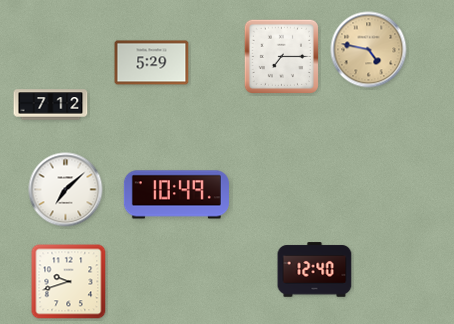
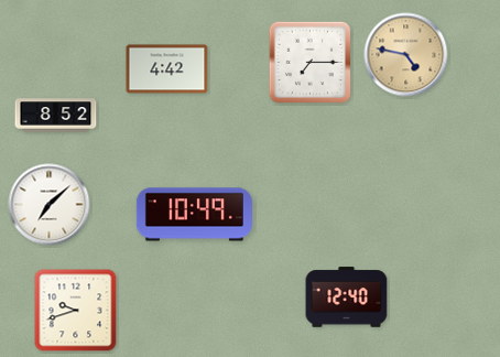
clock at (152, 63): 5:29 -> 4:42
clock at (51, 105): 7:12 -> 8:52
clock at (66, 190) position: (66, 190) -> (50, 205)
